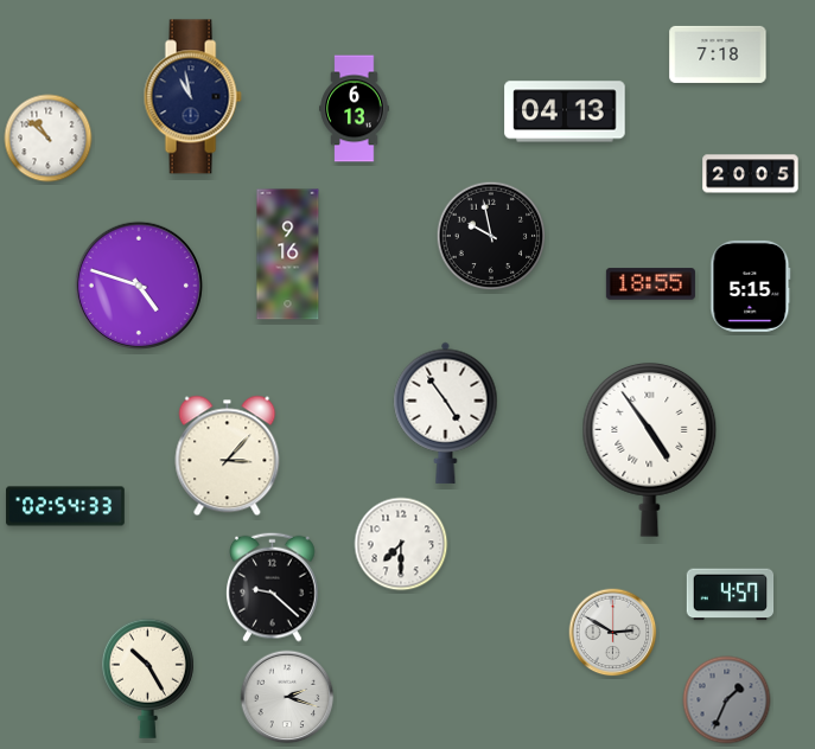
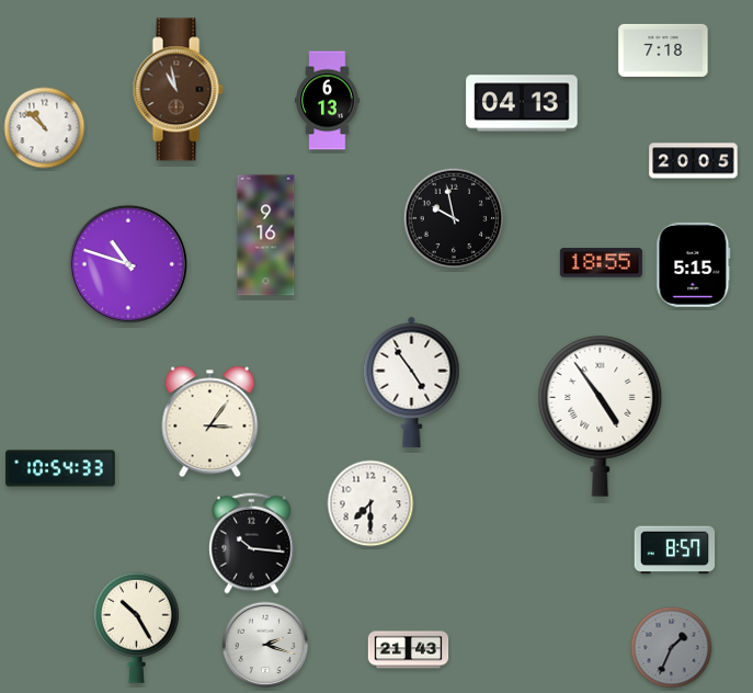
clock at (192, 97) dial: navy -> brown
clock at (139, 286): 4:48 -> 10:48
clock at (228, 456): 3:07 -> 3:06
clock at (65, 506): 02:54 -> 10:54
clock at (273, 587): 9:22 -> 10:16
clock at (731, 595): 4:57 -> 8:57
clock at (613, 633): 2:50 -> none
clock at (409, 650): none -> 21:43
